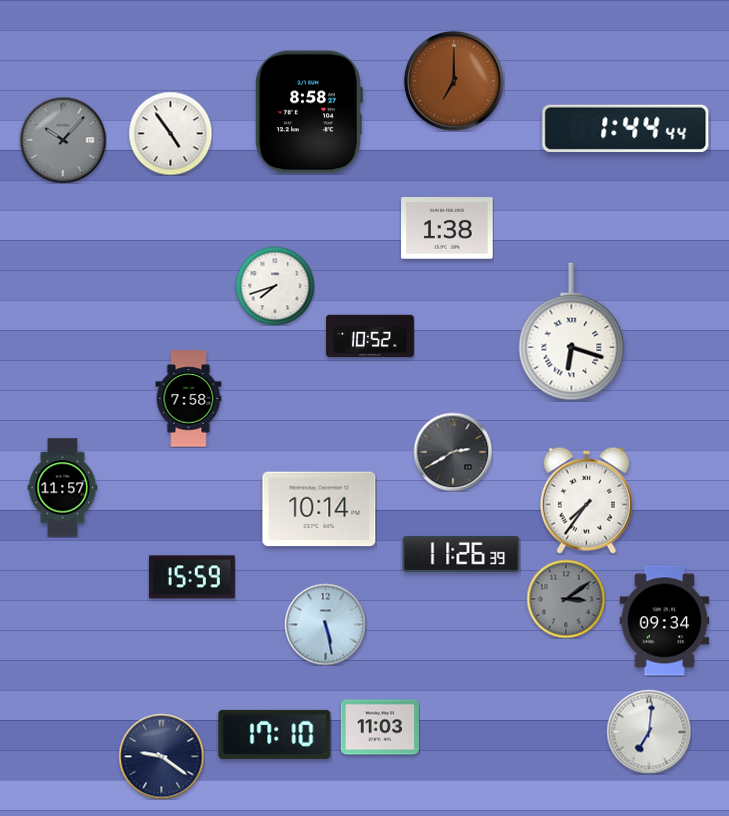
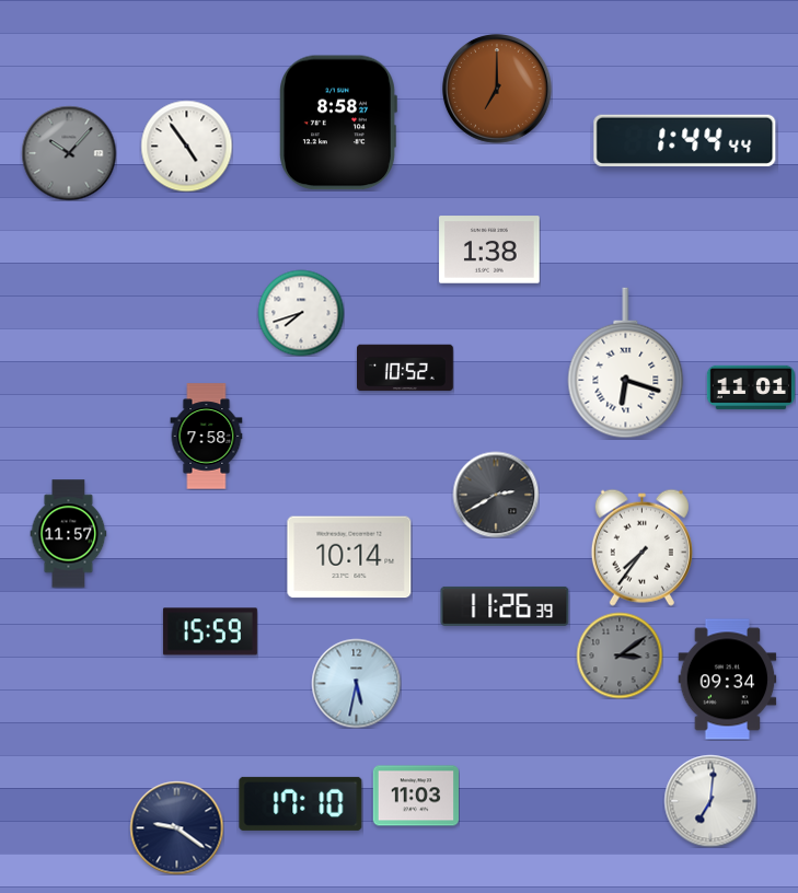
clock at (751, 387): none -> 11:01
clock at (325, 624): 5:28 -> 5:32
